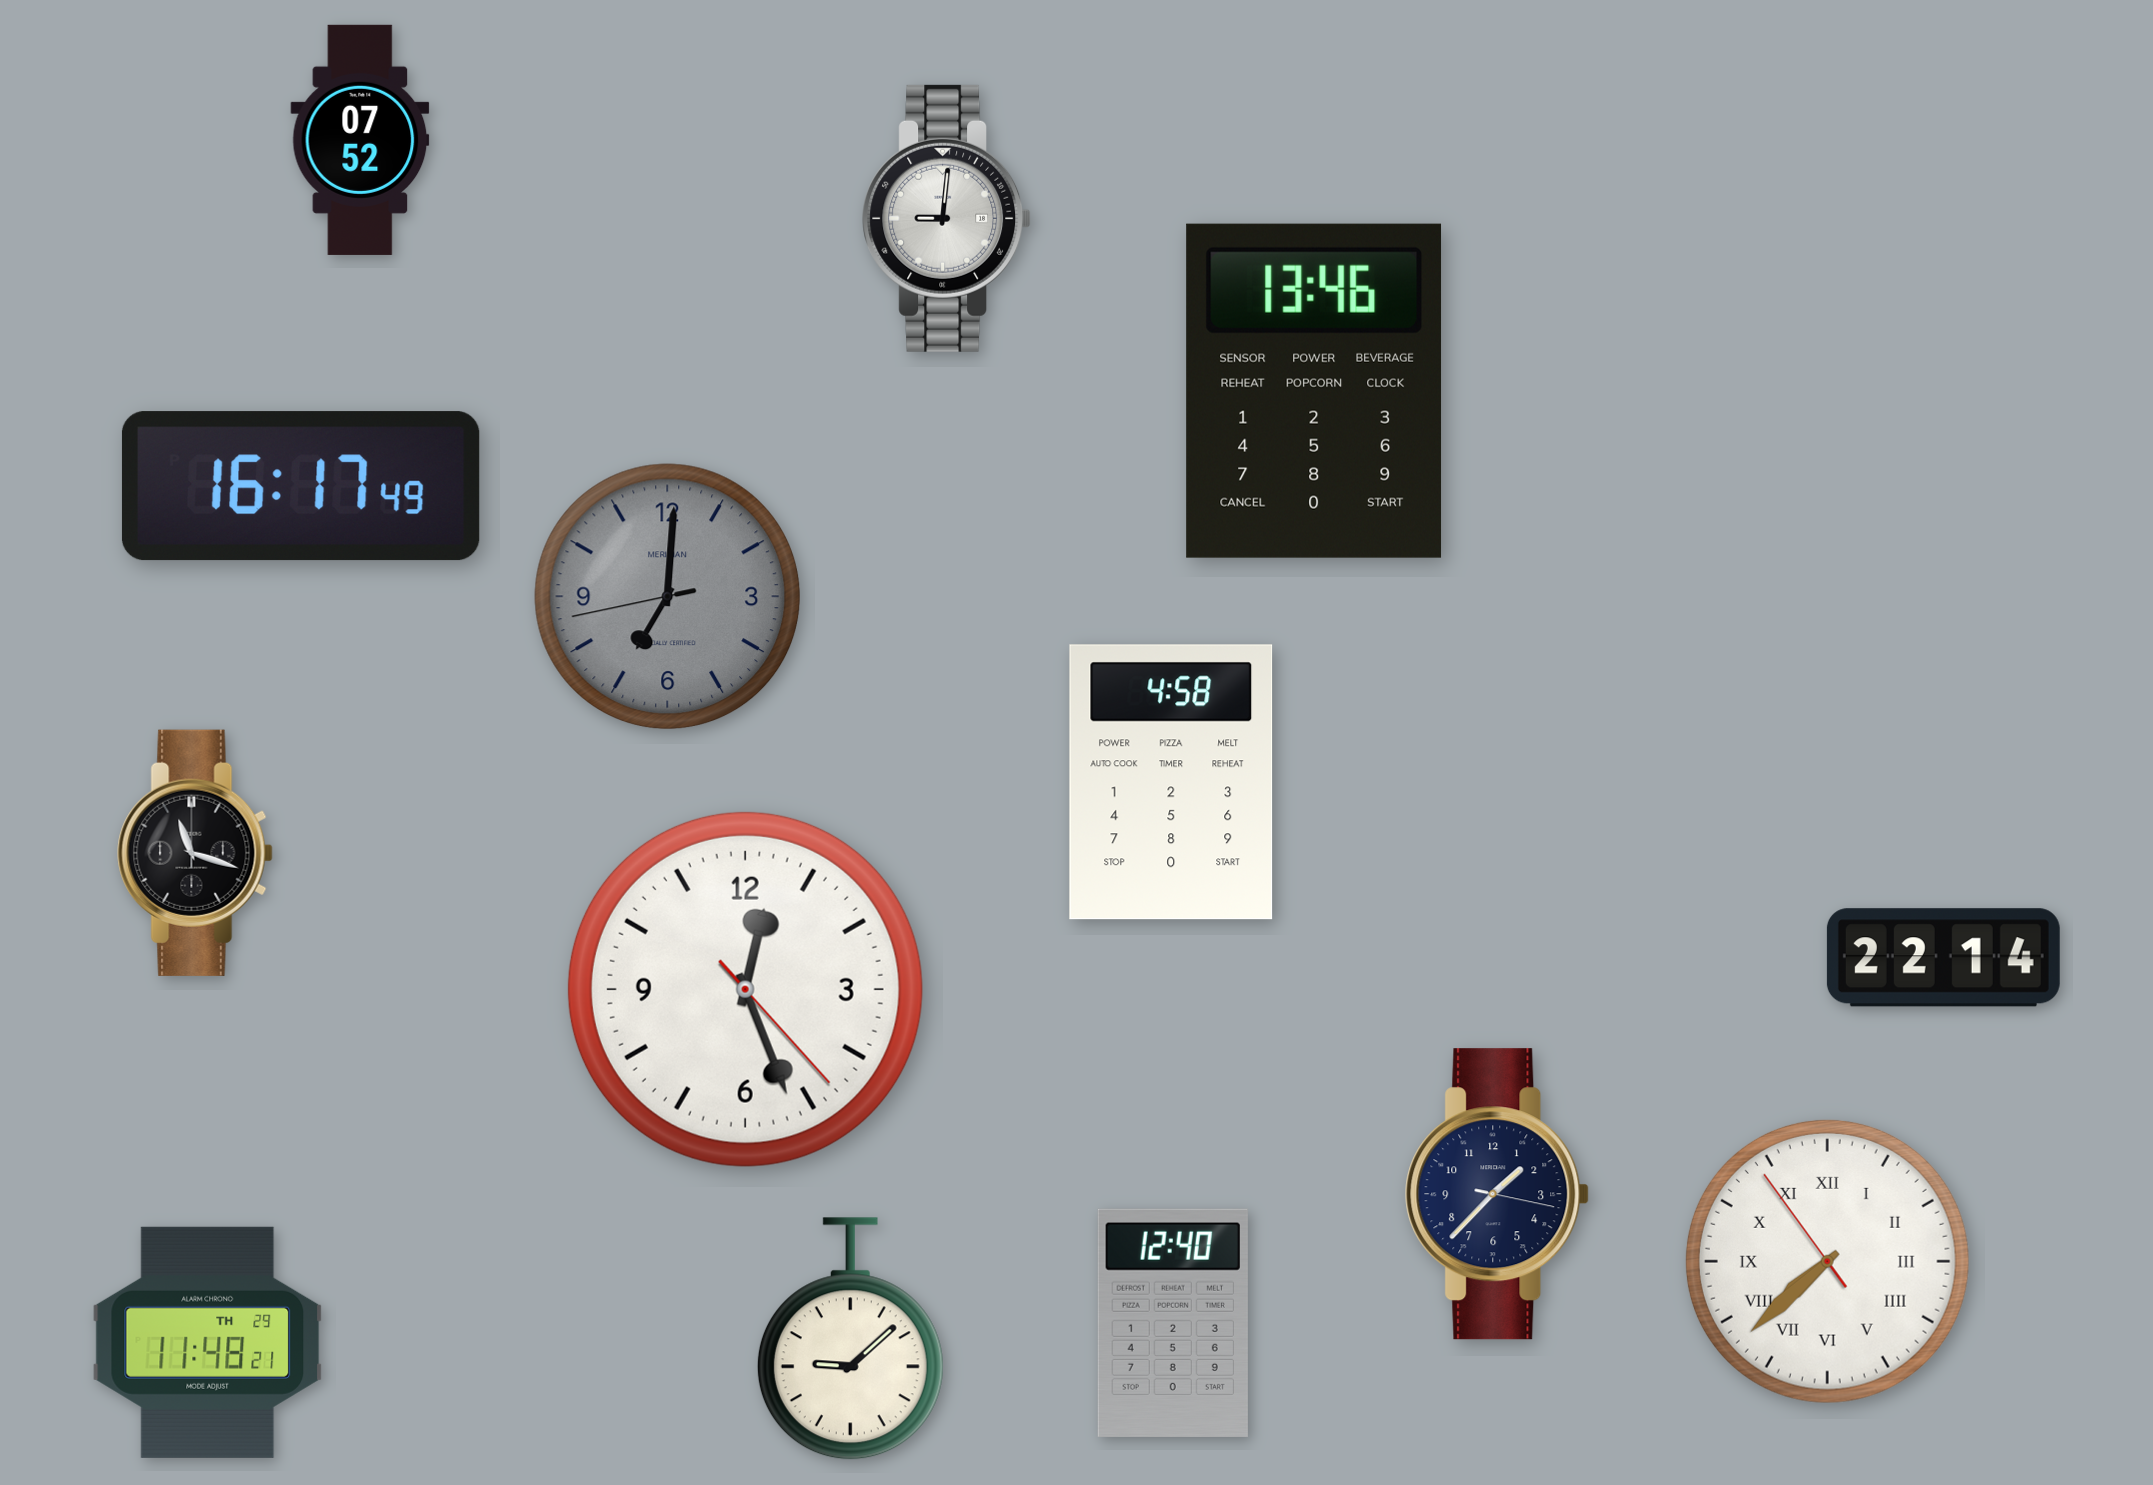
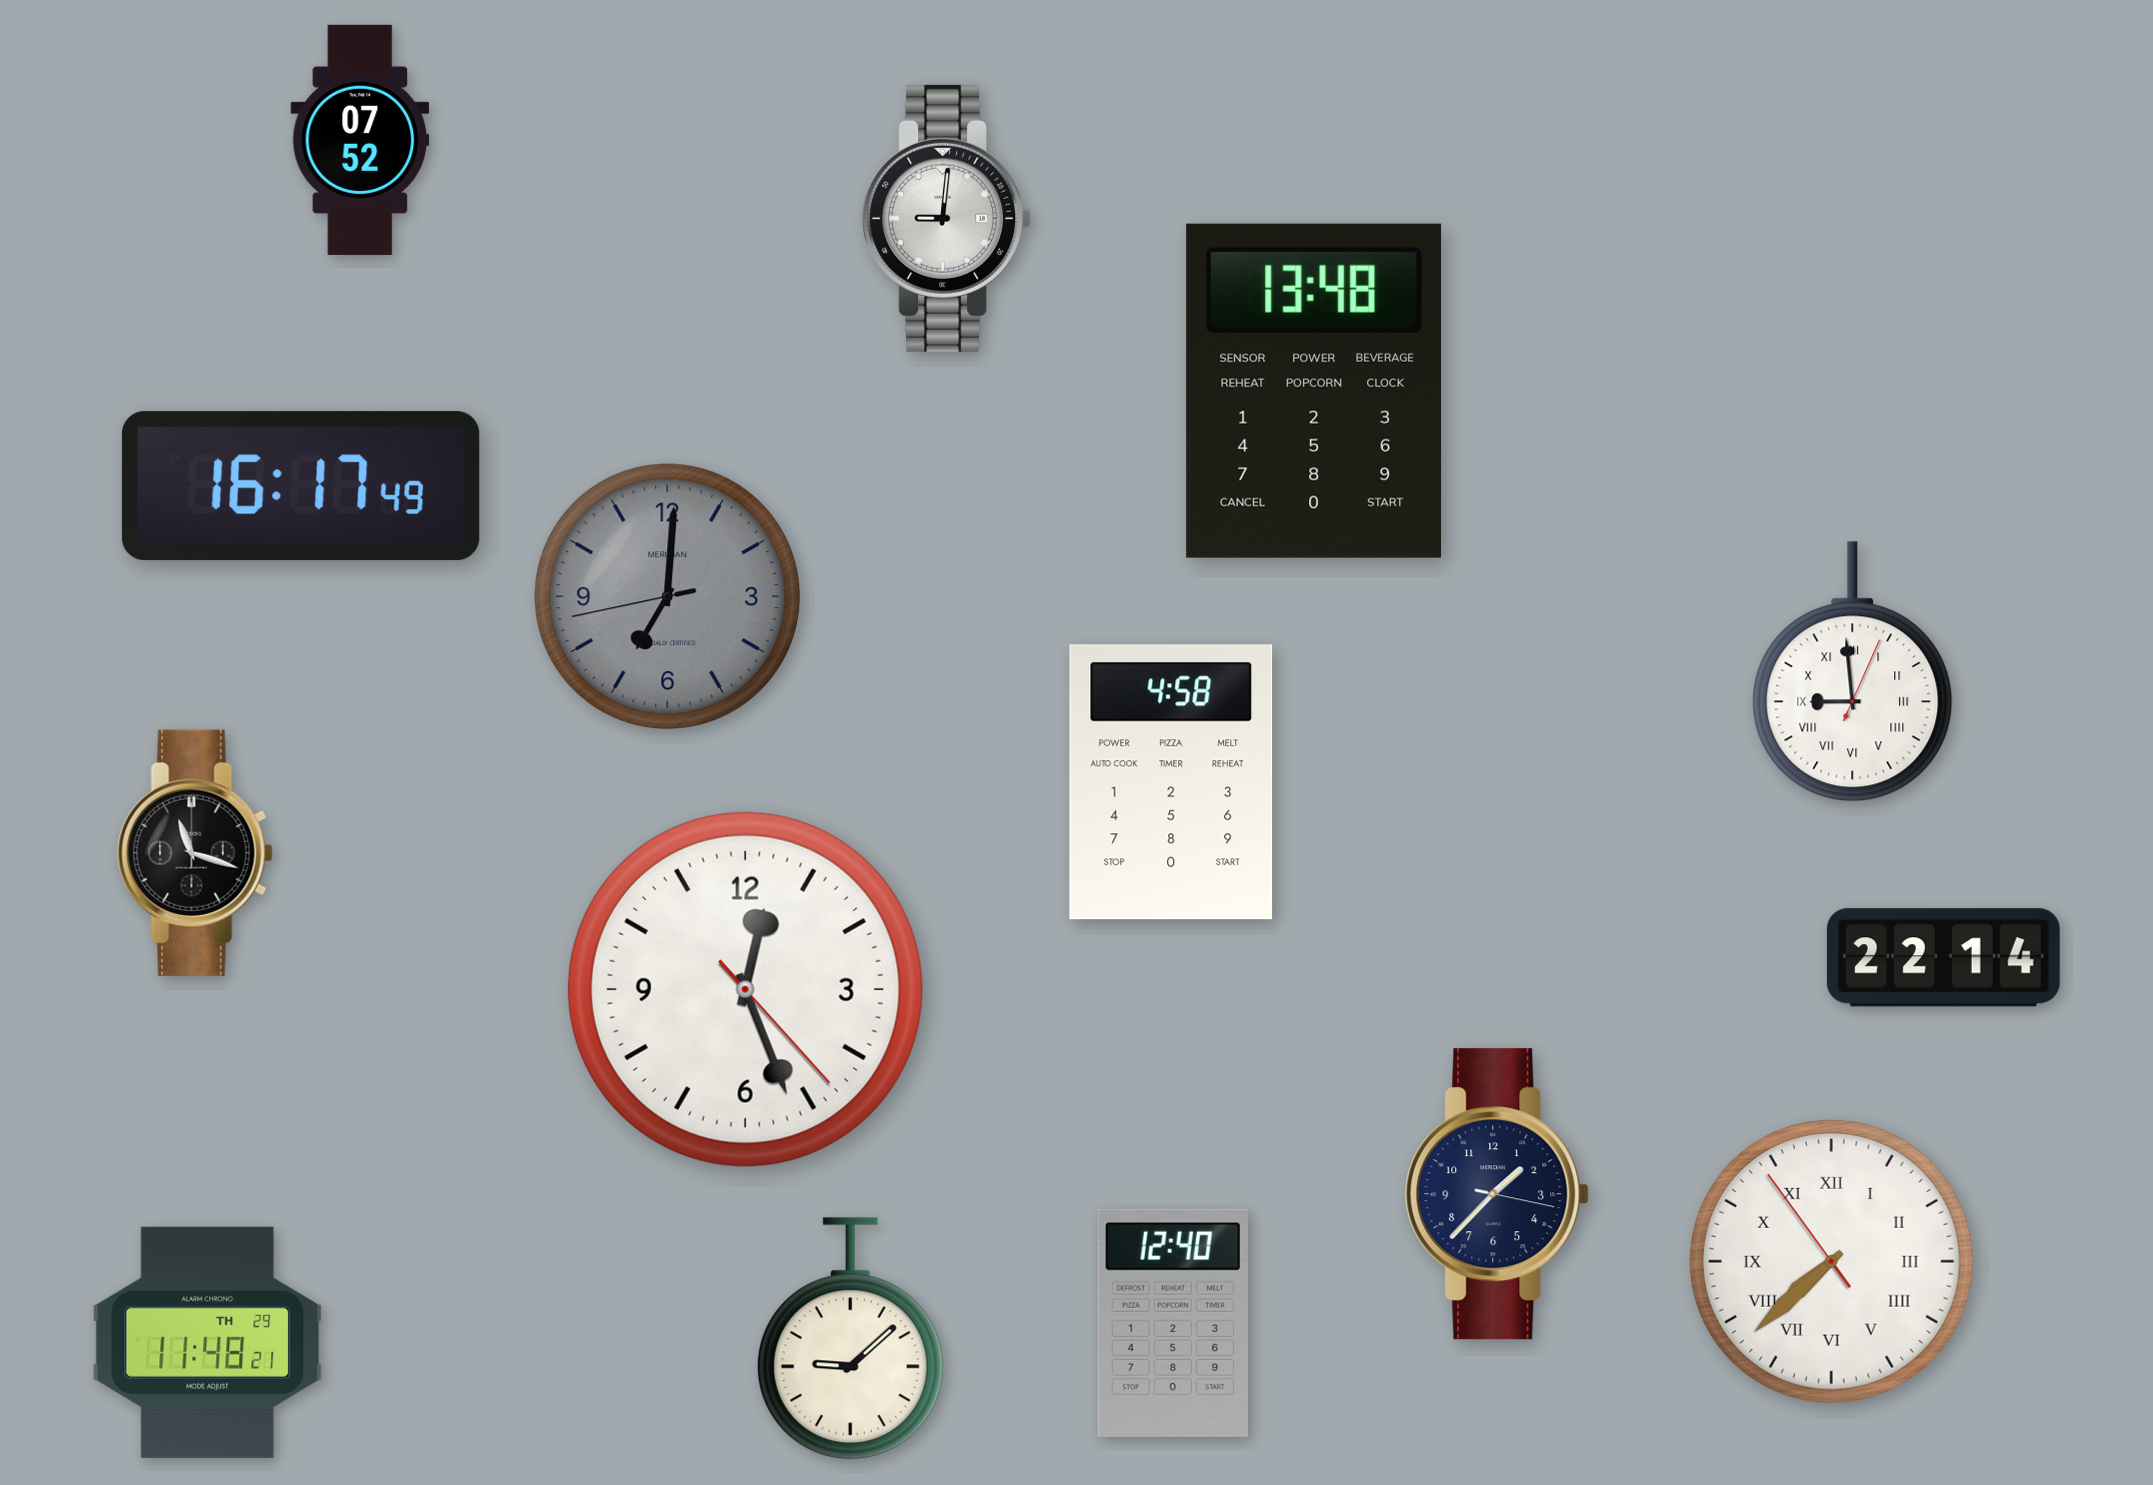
clock at (1314, 391): 13:46 -> 13:48
clock at (1853, 672): none -> 8:59
clock at (1827, 1261) position: (1827, 1261) -> (1831, 1261)
